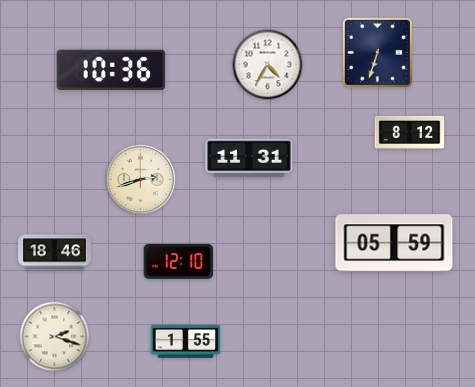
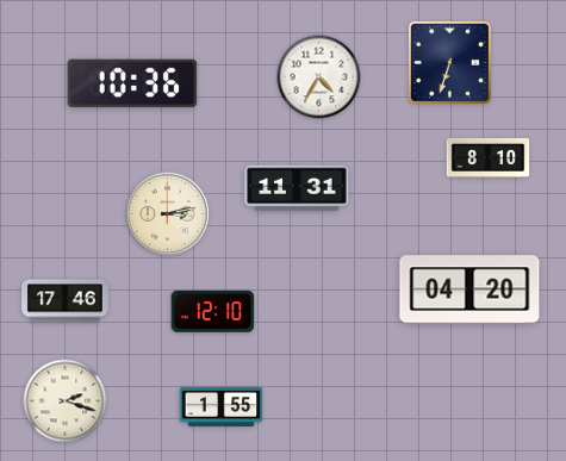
clock at (410, 132): 8:12 -> 8:10
clock at (141, 180): 2:42 -> 3:13
clock at (394, 243): 05:59 -> 04:20
clock at (55, 253): 18:46 -> 17:46
